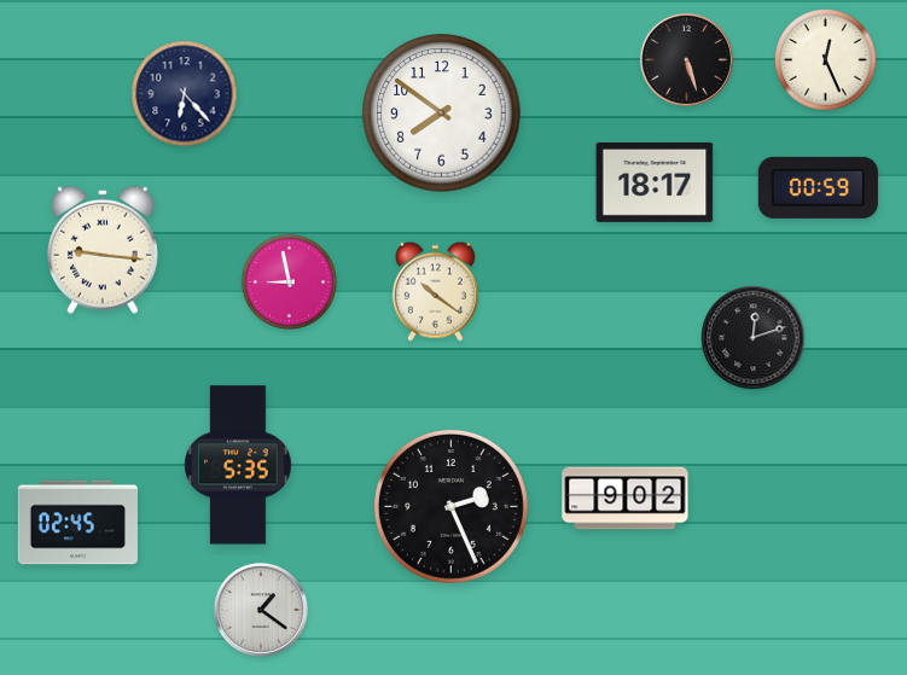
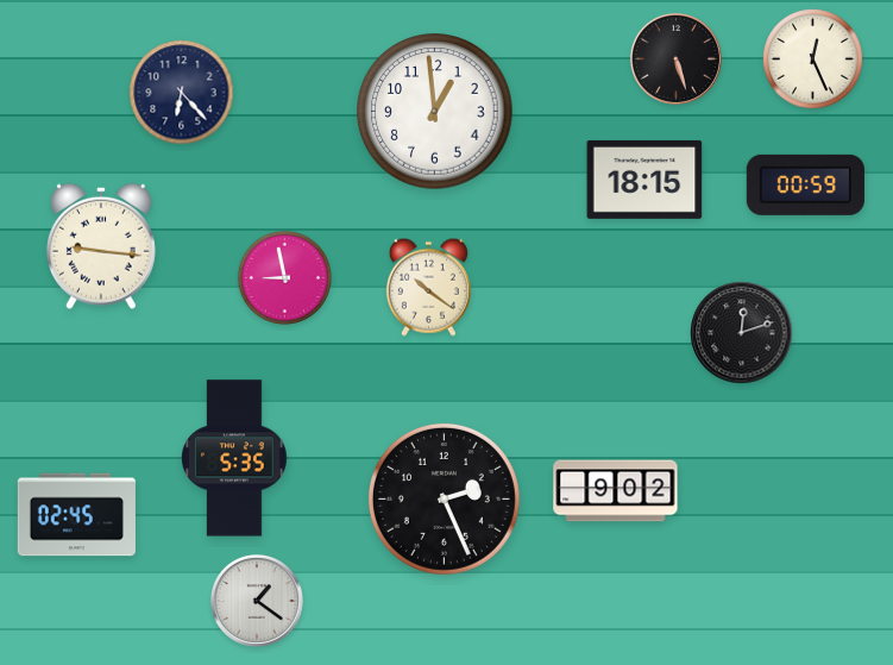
clock at (442, 114): 7:51 -> 12:59
clock at (655, 182): 18:17 -> 18:15
